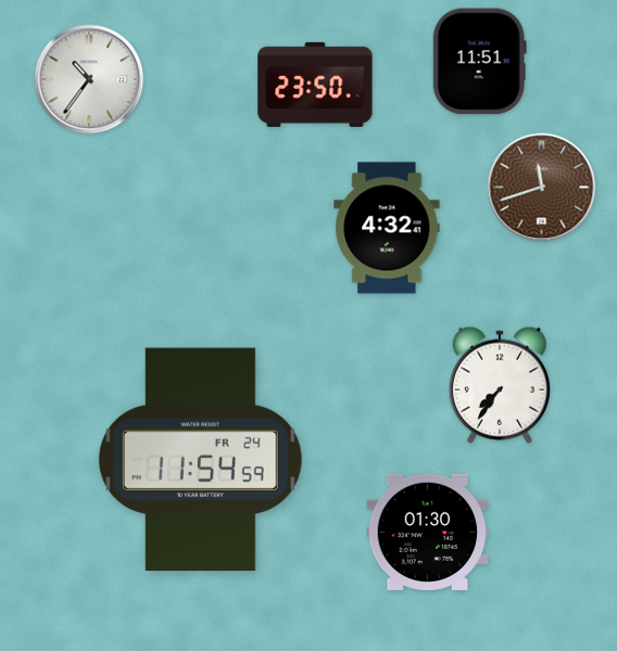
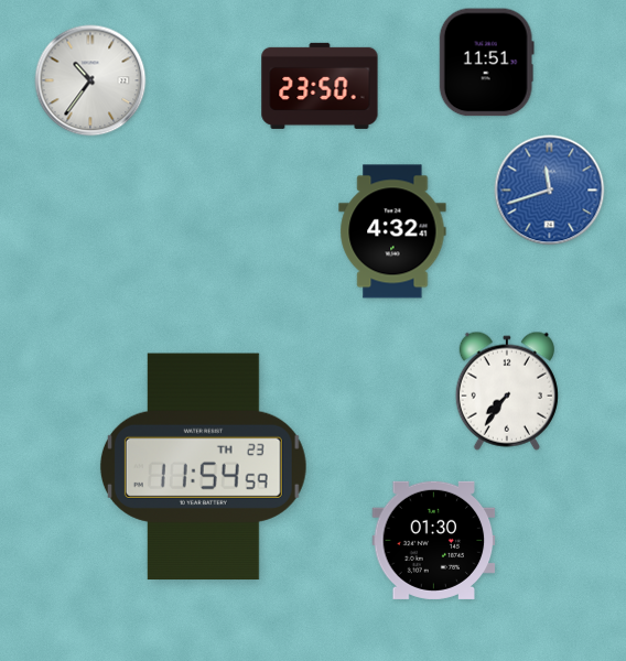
clock at (542, 188) dial: brown -> blue
clock at (200, 460) date: FR 24 -> TH 23
